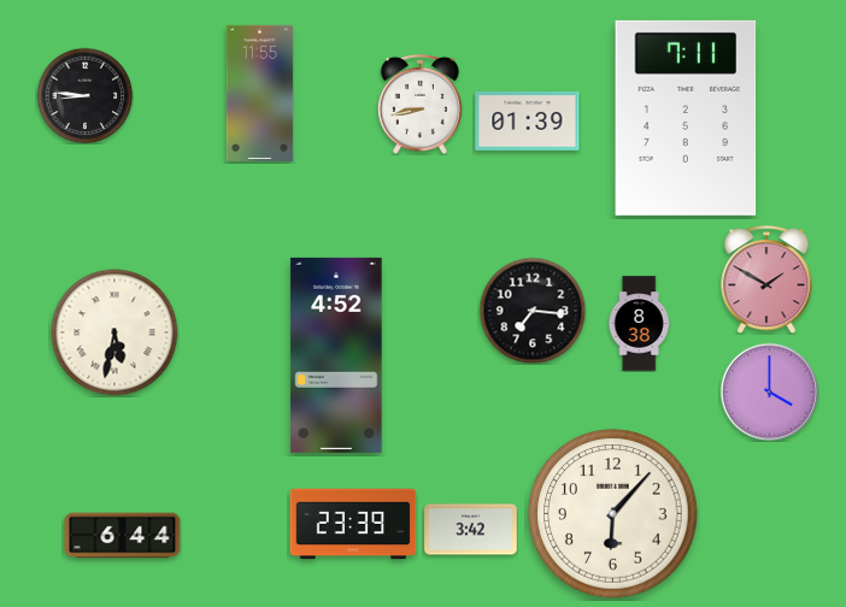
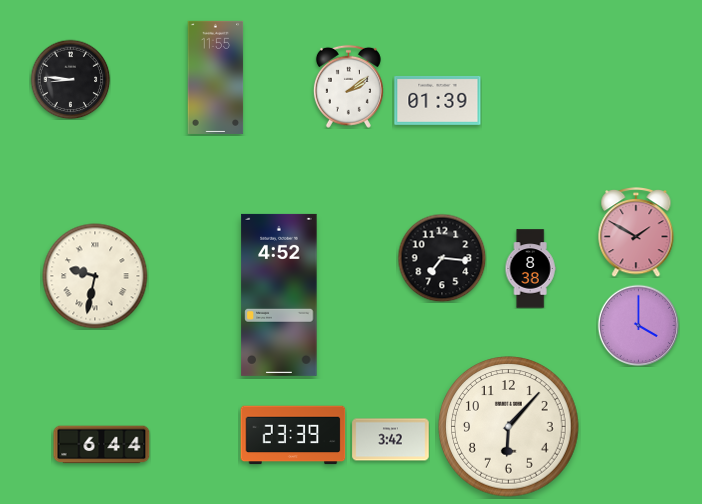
clock at (419, 104): 8:43 -> 2:09
clock at (686, 118): 7:11 -> none
clock at (114, 332): 5:32 -> 9:32
